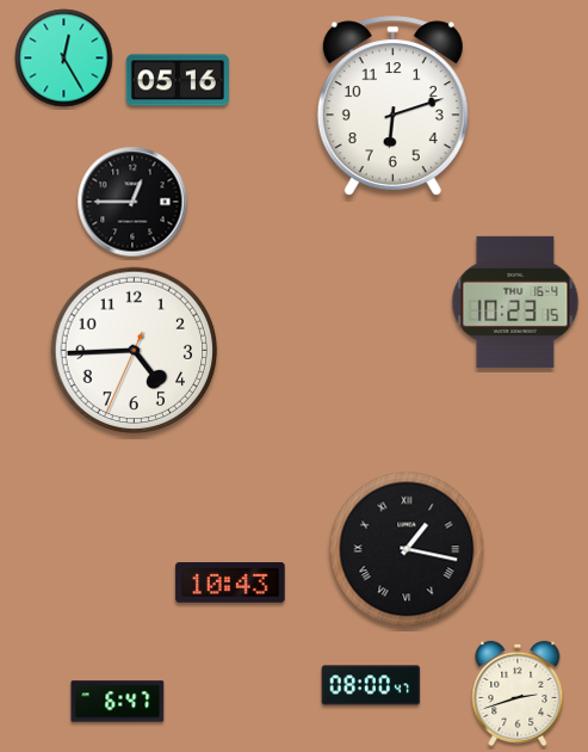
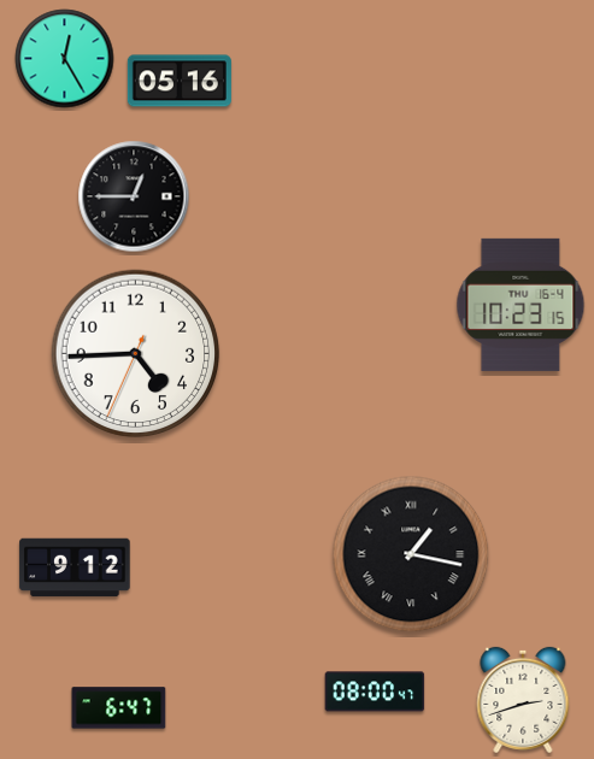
clock at (392, 106): 6:12 -> none
clock at (132, 202) position: (132, 202) -> (134, 196)
clock at (75, 567): none -> 9:12
clock at (230, 584): 10:43 -> none
